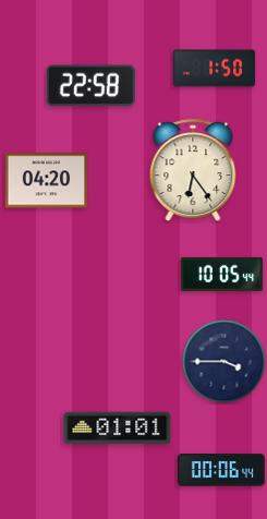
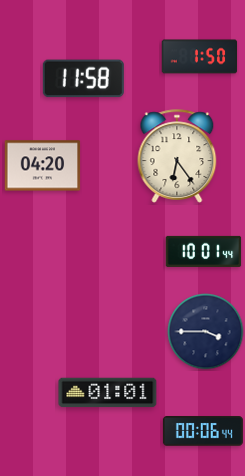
clock at (215, 69) position: (215, 69) -> (200, 57)
clock at (90, 86): 22:58 -> 11:58
clock at (222, 274): 10:05 -> 10:01
